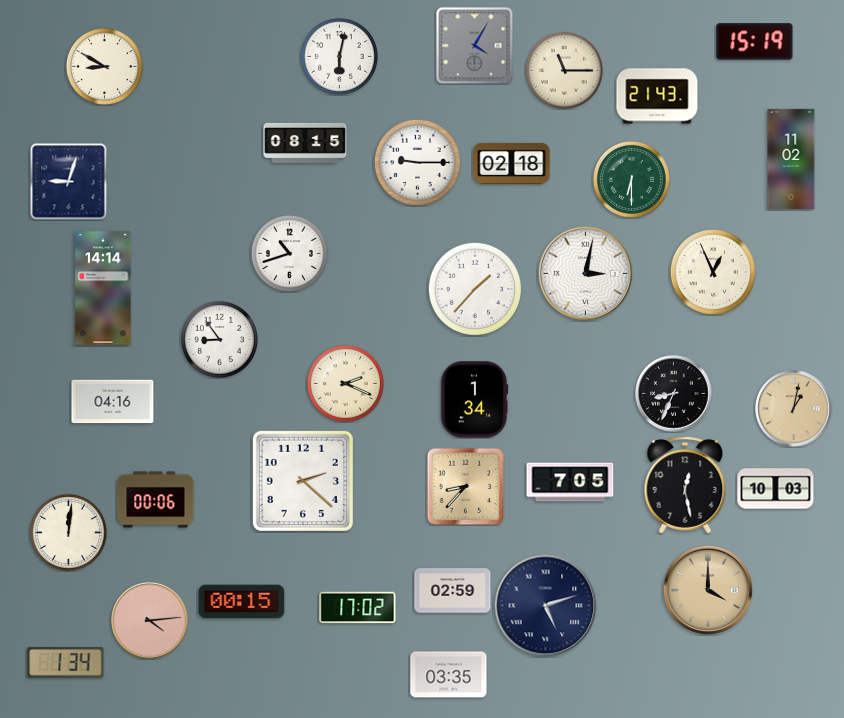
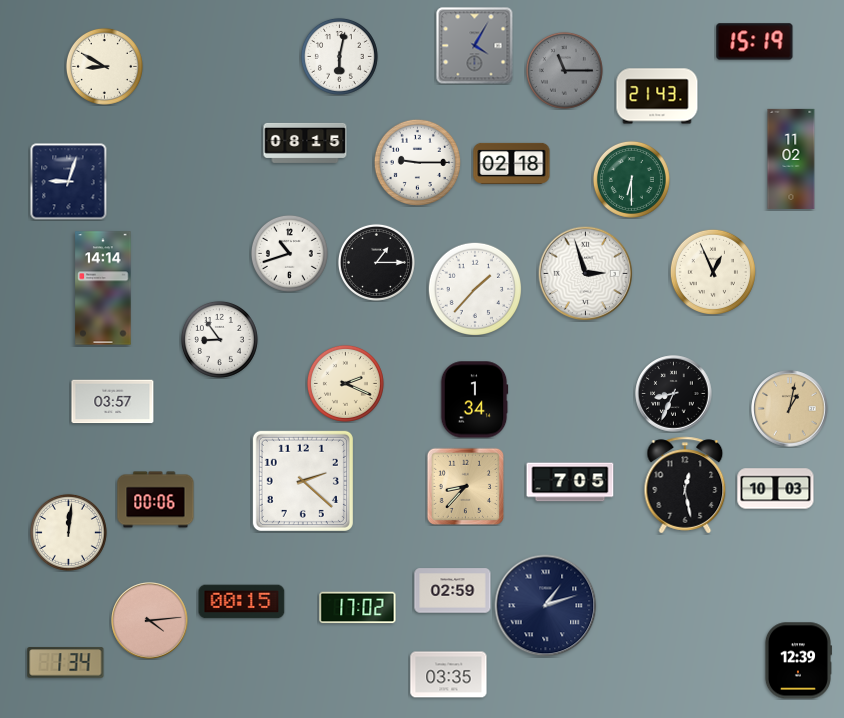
clock at (564, 70) dial: cream -> grey
clock at (376, 262): none -> 1:15
clock at (585, 273): 3:02 -> 2:57
clock at (113, 402): 04:16 -> 03:57
clock at (794, 409) position: (794, 409) -> (790, 409)
clock at (708, 590): 4:00 -> none
clock at (546, 606): 5:12 -> 1:12
clock at (798, 661): none -> 12:39
